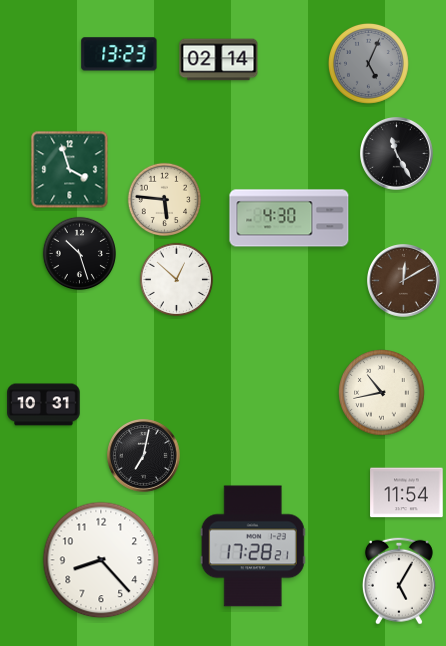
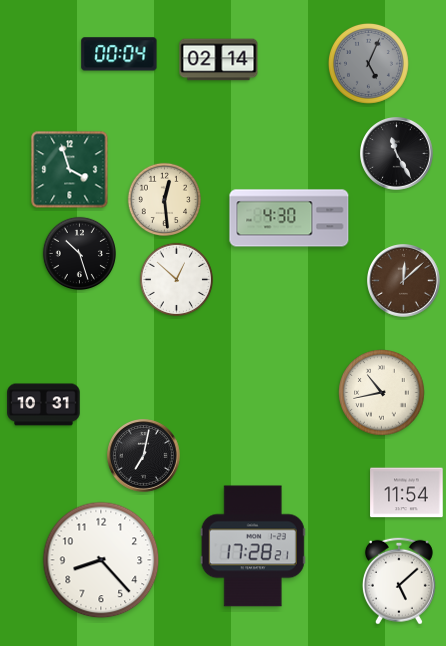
clock at (119, 54): 13:23 -> 00:04
clock at (164, 199): 5:46 -> 12:29
clock at (404, 281): 12:10 -> 12:08
clock at (399, 581): 5:05 -> 5:08
